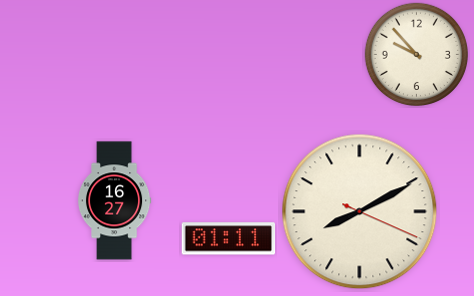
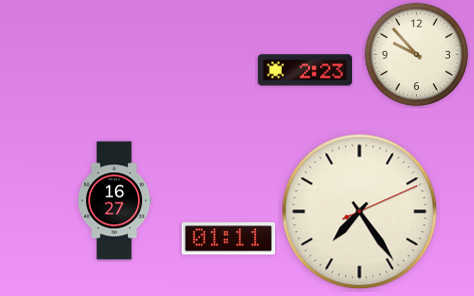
clock at (305, 70): none -> 2:23
clock at (360, 212): 8:10 -> 7:24
